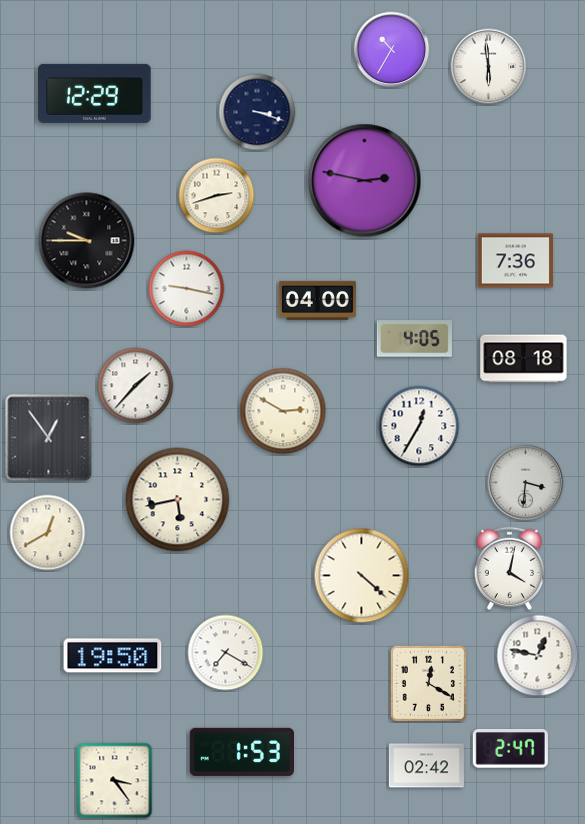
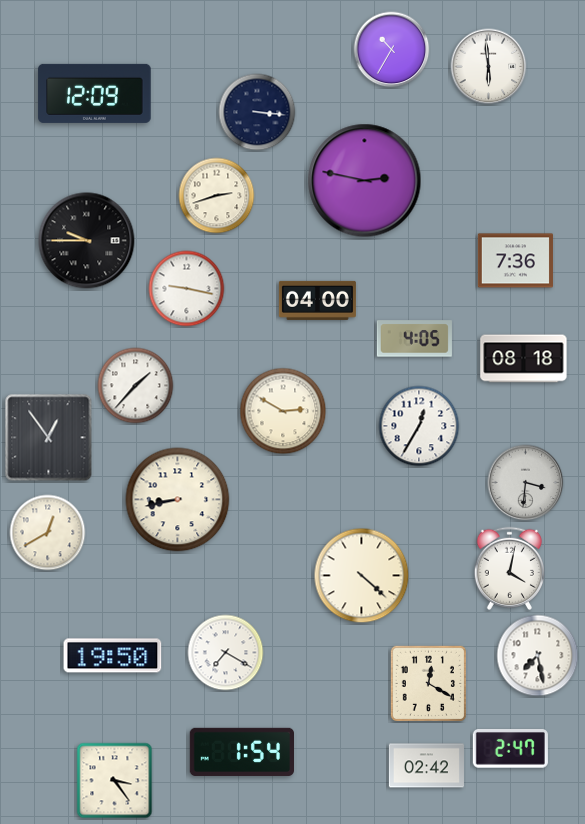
clock at (95, 93): 12:29 -> 12:09
clock at (257, 112): 3:18 -> 3:16
clock at (178, 500): 5:43 -> 8:43
clock at (538, 656): 12:47 -> 7:28
clock at (241, 752): 1:53 -> 1:54
